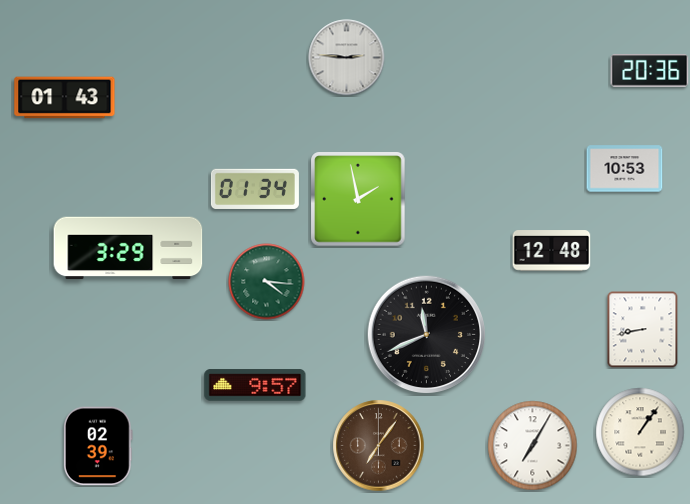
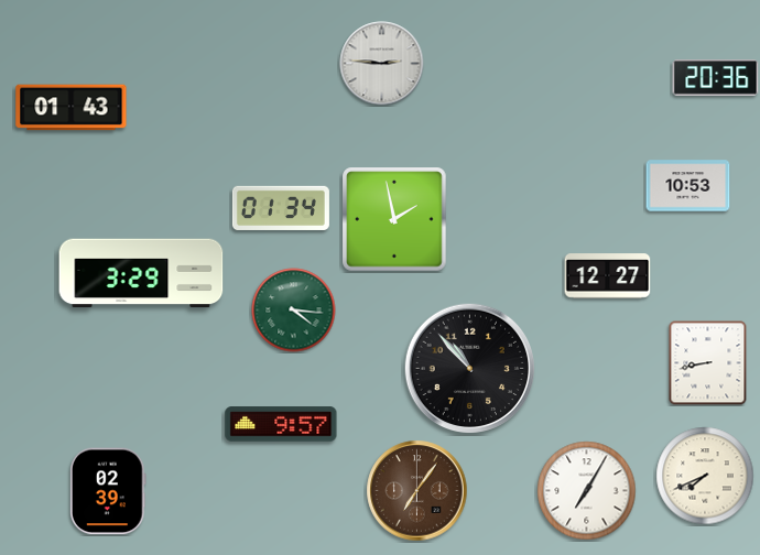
clock at (552, 251): 12:48 -> 12:27
clock at (426, 334): 11:41 -> 10:53
clock at (640, 432): 1:06 -> 7:41
